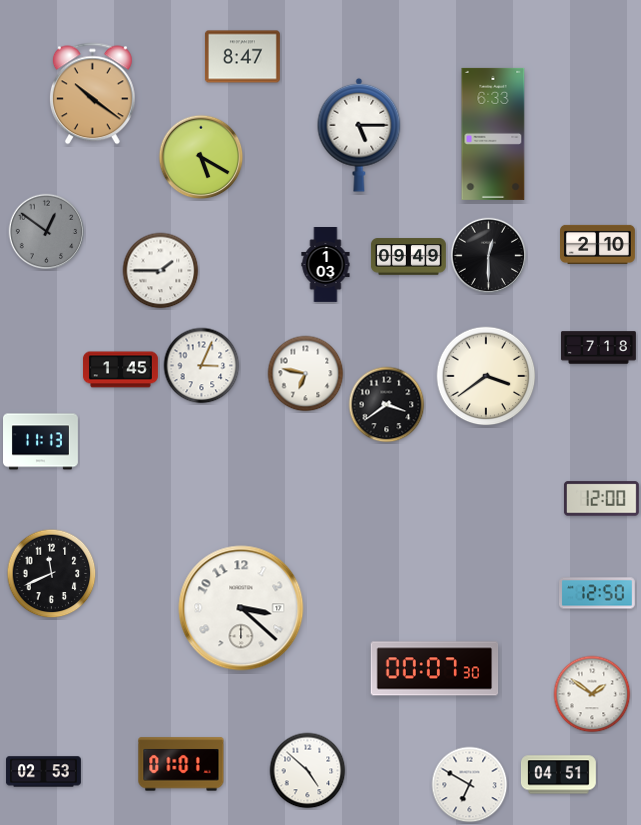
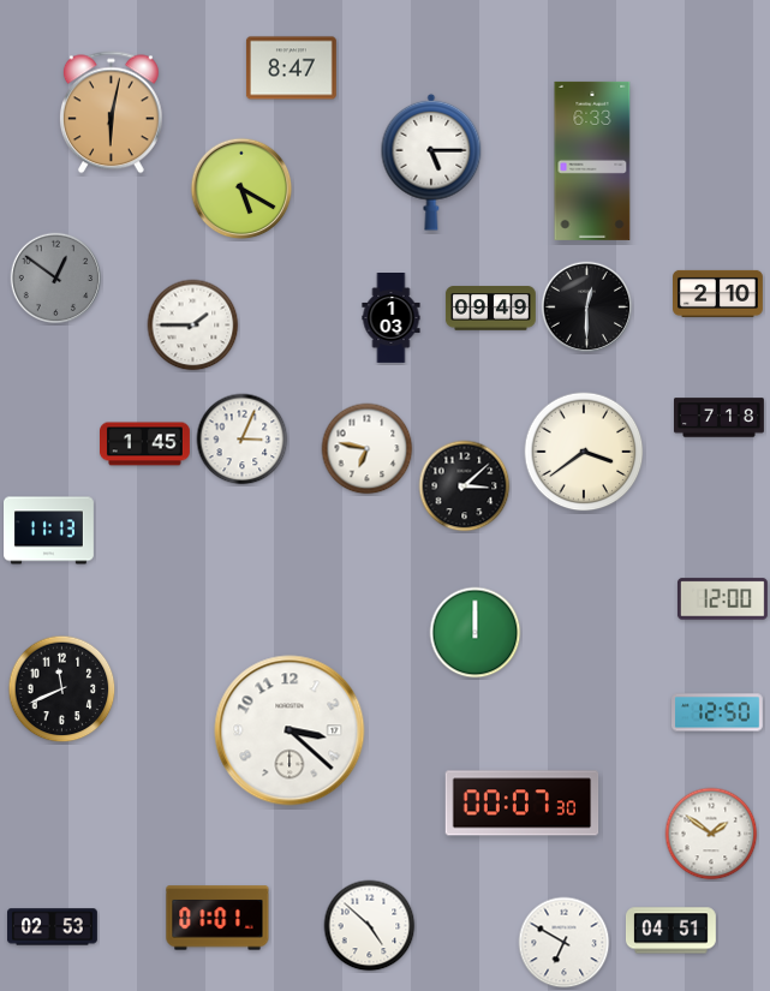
clock at (92, 94): 10:21 -> 6:02
clock at (387, 405): 3:39 -> 3:08
clock at (476, 633): none -> 12:00
